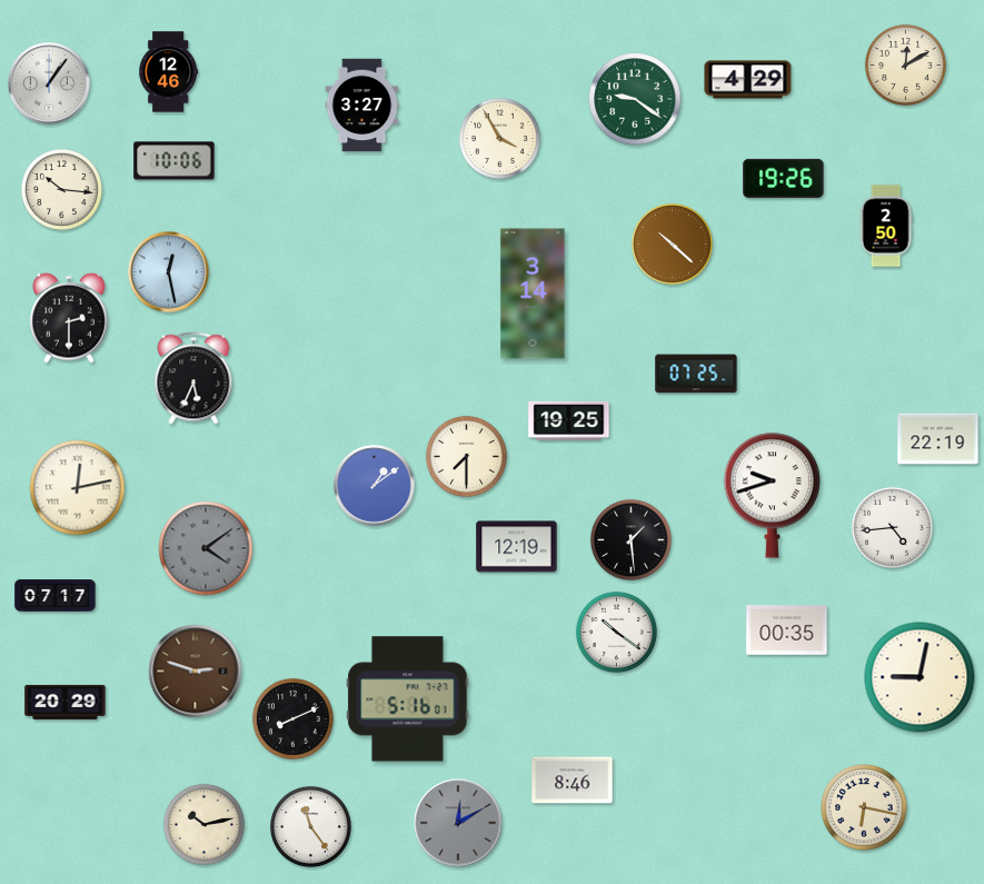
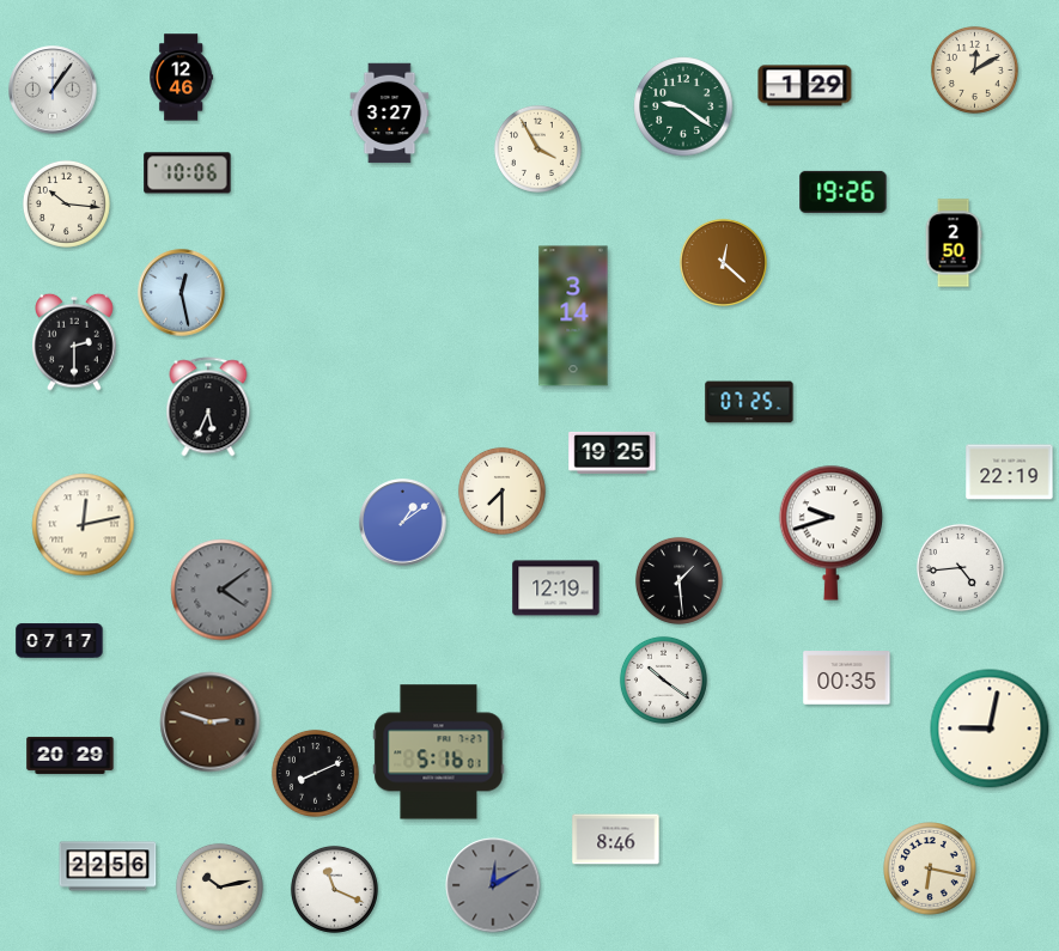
clock at (748, 80): 4:29 -> 1:29
clock at (672, 244): 10:22 -> 12:22
clock at (108, 866): none -> 22:56
clock at (310, 826): 11:24 -> 11:19
